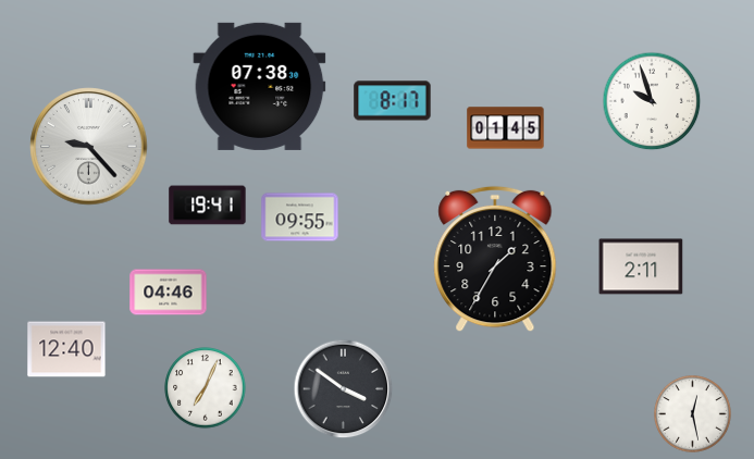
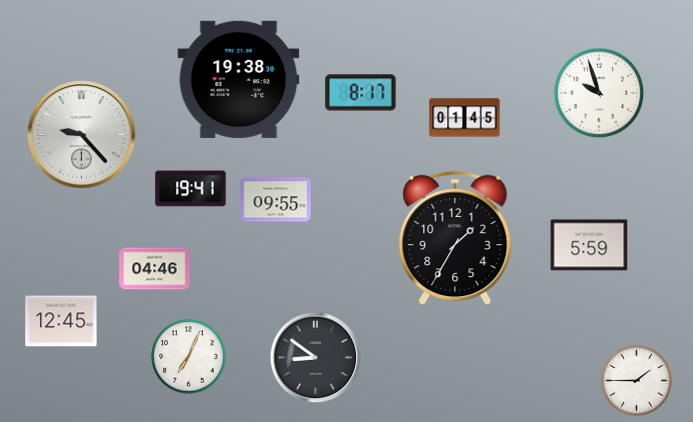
clock at (260, 86): 07:38 -> 19:38
clock at (641, 266): 2:11 -> 5:59
clock at (66, 349): 12:40 -> 12:45
clock at (344, 389): 3:51 -> 8:51
clock at (693, 414): 12:28 -> 1:45
